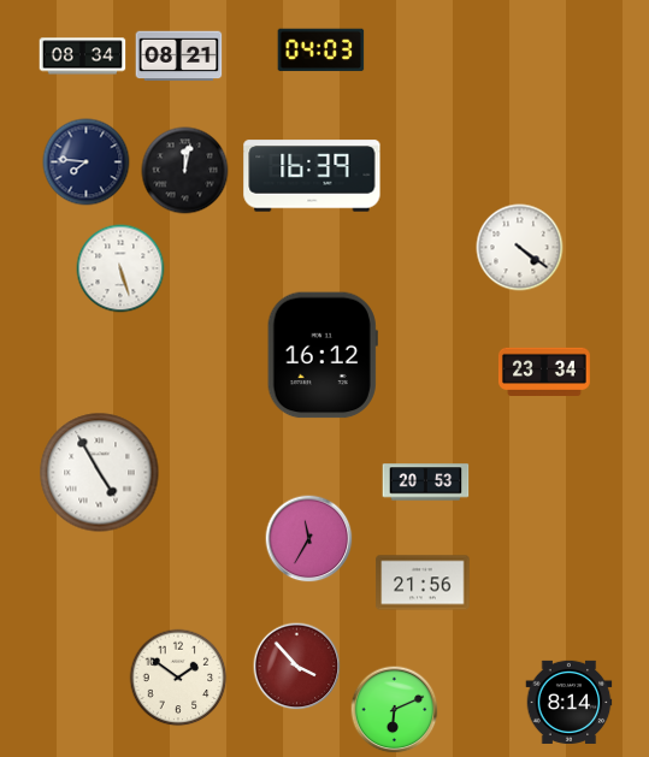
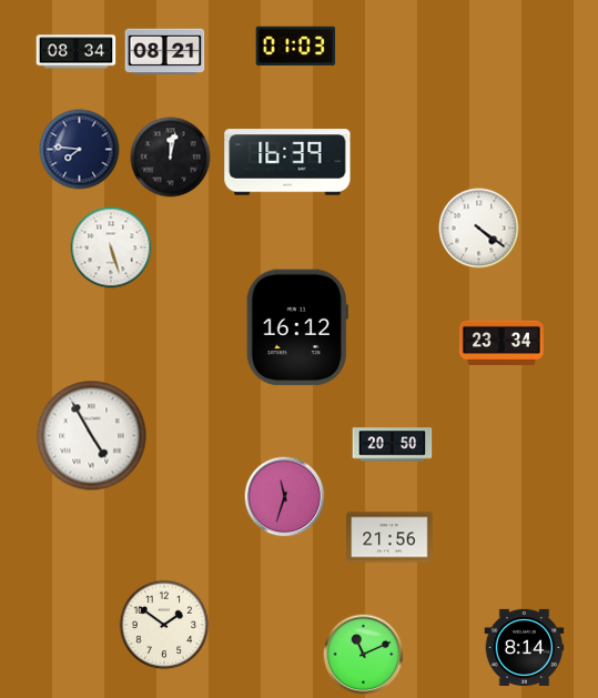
clock at (321, 51): 04:03 -> 01:03
clock at (426, 483): 20:53 -> 20:50
clock at (309, 539): 11:35 -> 11:33
clock at (297, 667): 3:53 -> none
clock at (395, 710): 6:11 -> 11:11
